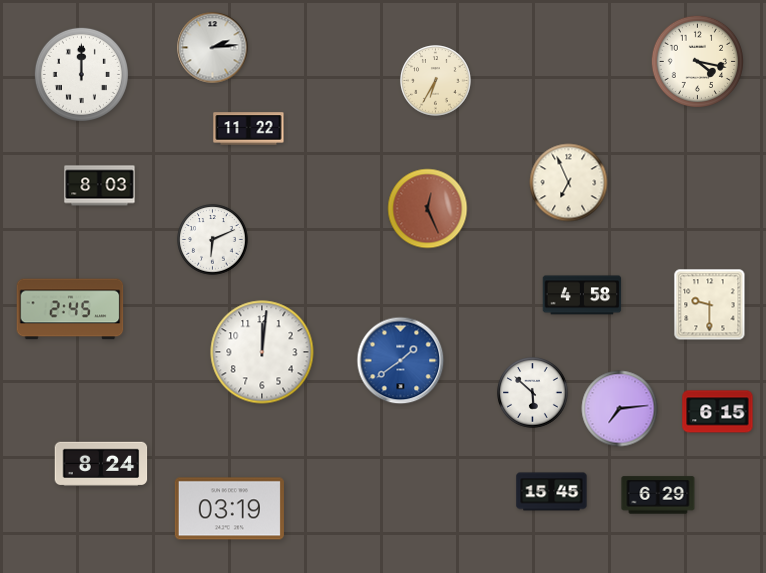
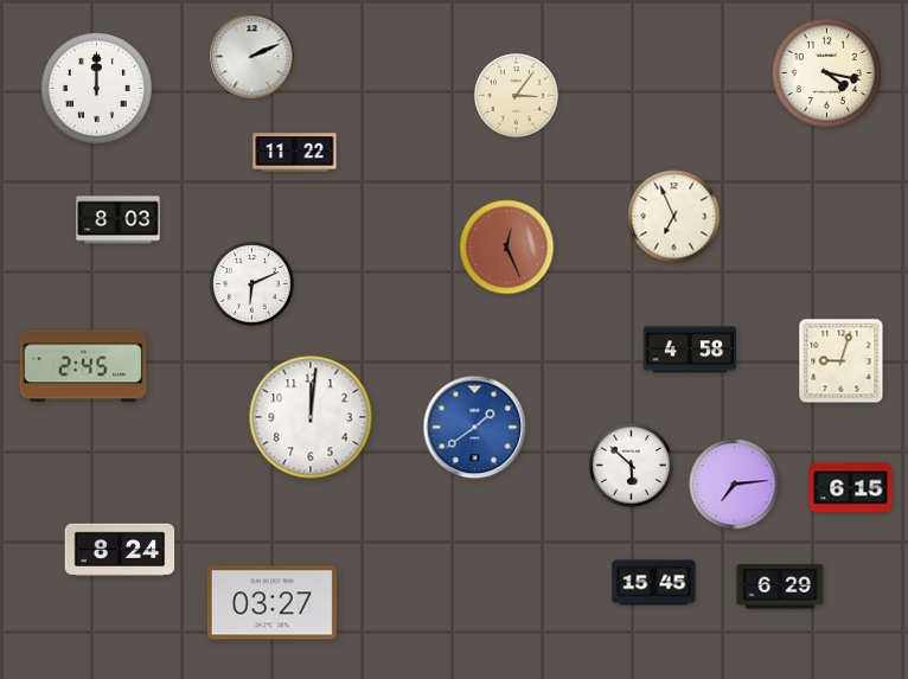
clock at (213, 48): 2:14 -> 2:11
clock at (436, 81): 6:35 -> 3:06
clock at (710, 305): 9:30 -> 9:03
clock at (229, 509): 03:19 -> 03:27
